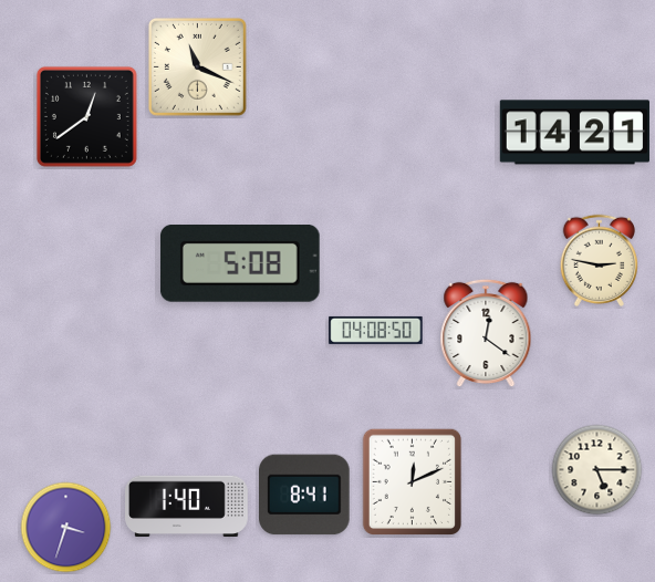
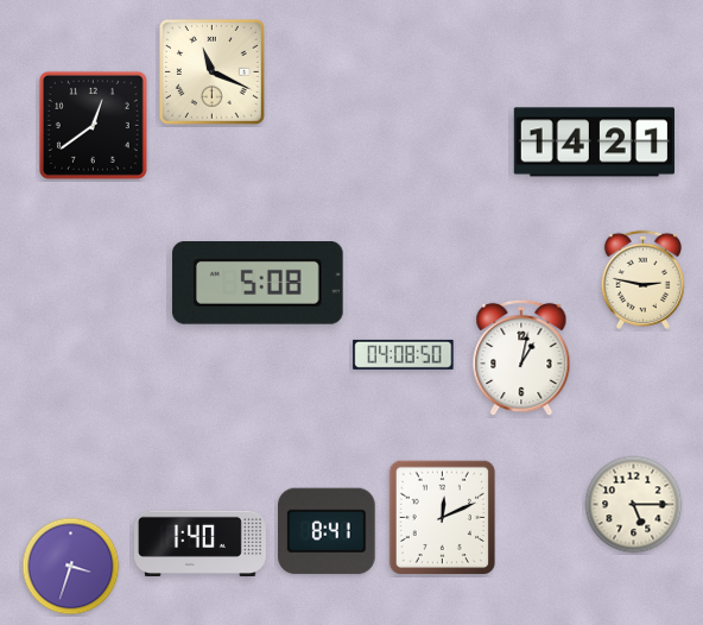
clock at (574, 133) position: (574, 133) -> (594, 143)
clock at (486, 333): 12:21 -> 1:02
clock at (597, 470) position: (597, 470) -> (634, 505)
